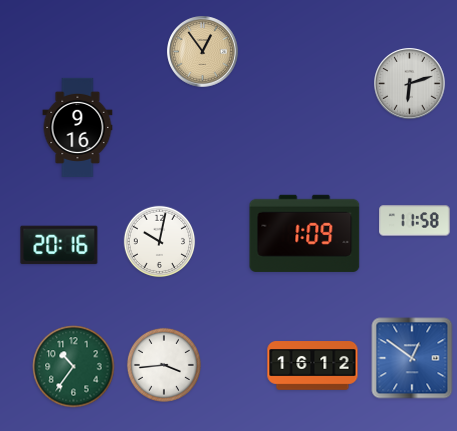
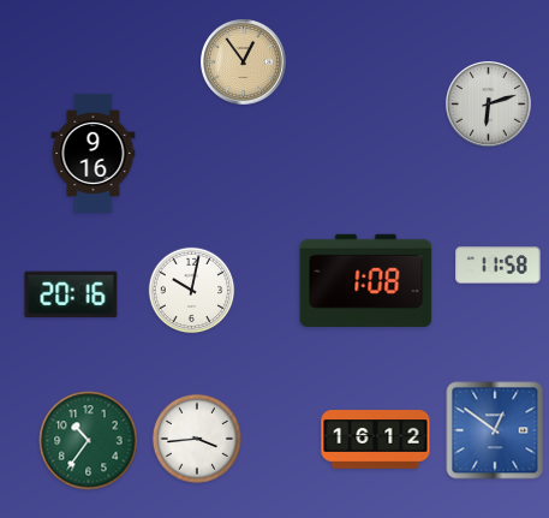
clock at (410, 84) position: (410, 84) -> (489, 105)
clock at (305, 233): 1:09 -> 1:08
